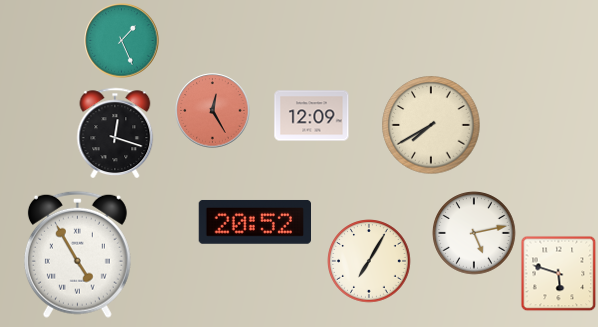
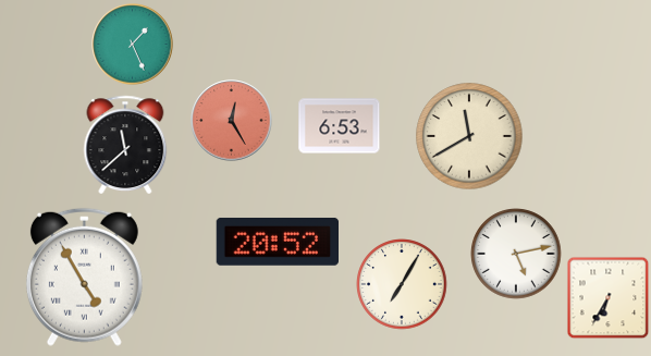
clock at (312, 116): 12:09 -> 6:53
clock at (431, 125): 7:40 -> 11:40
clock at (115, 132): 12:18 -> 11:38
clock at (559, 274): 5:48 -> 6:35
